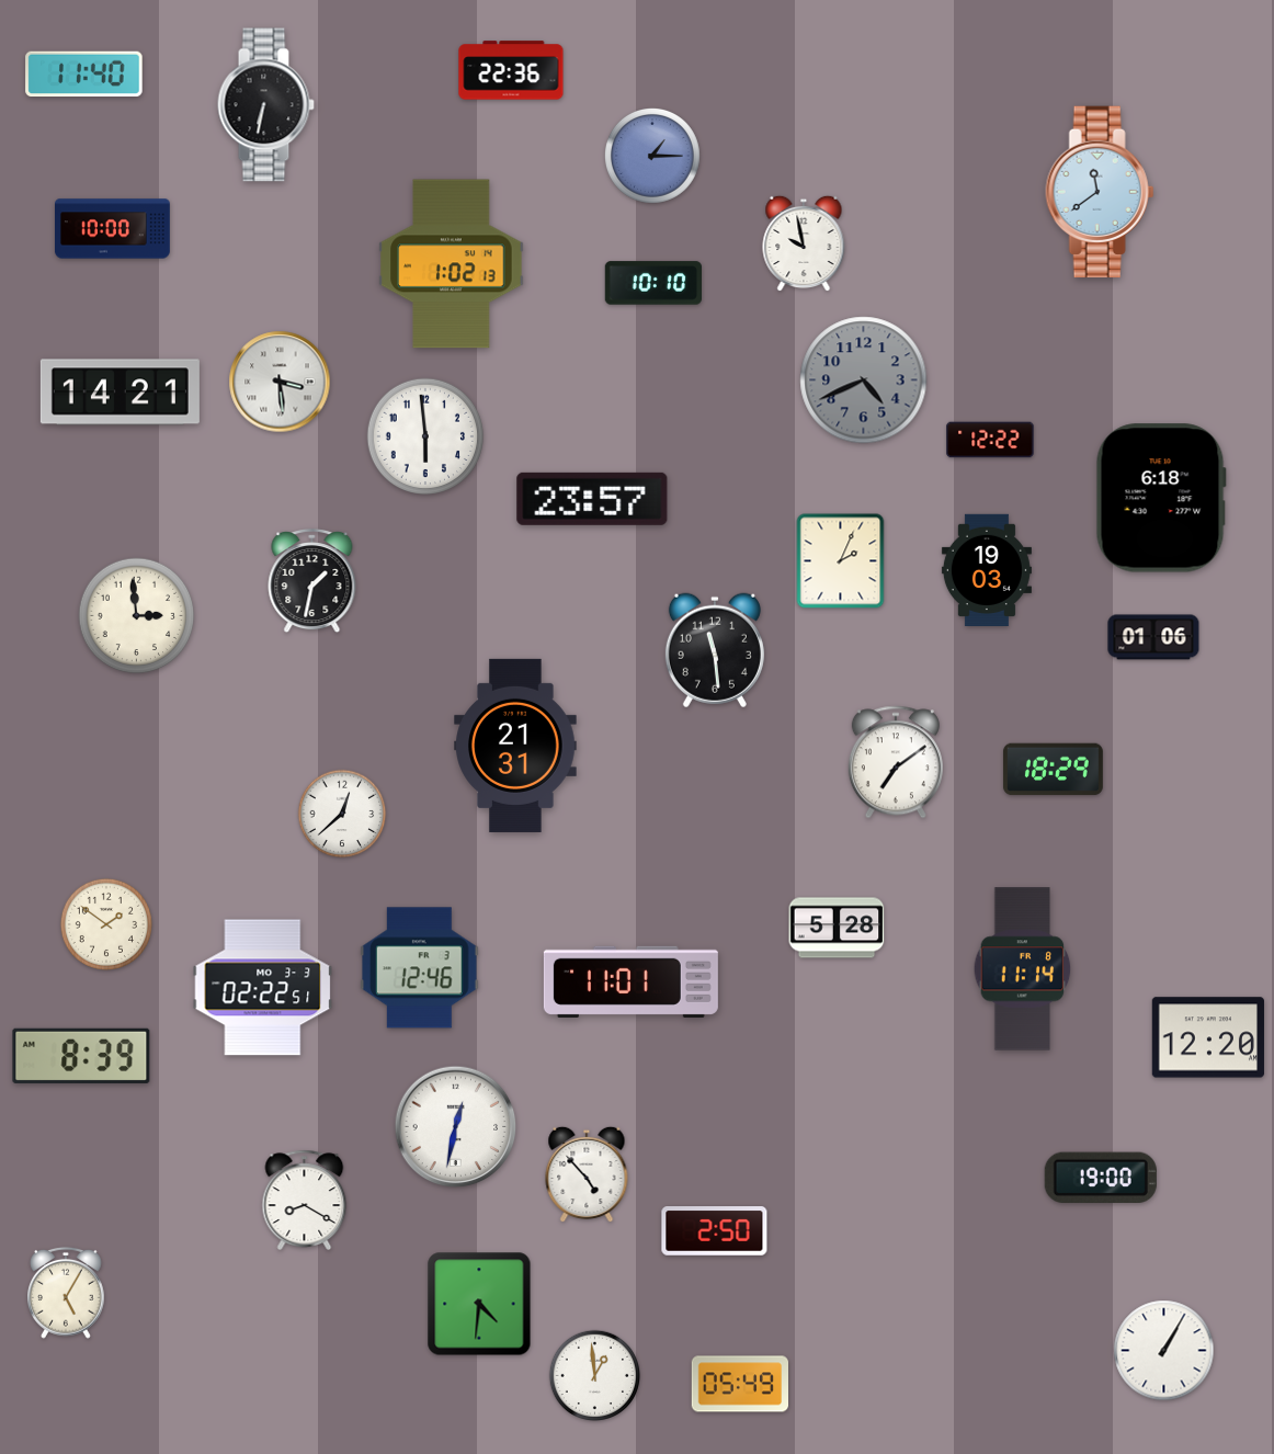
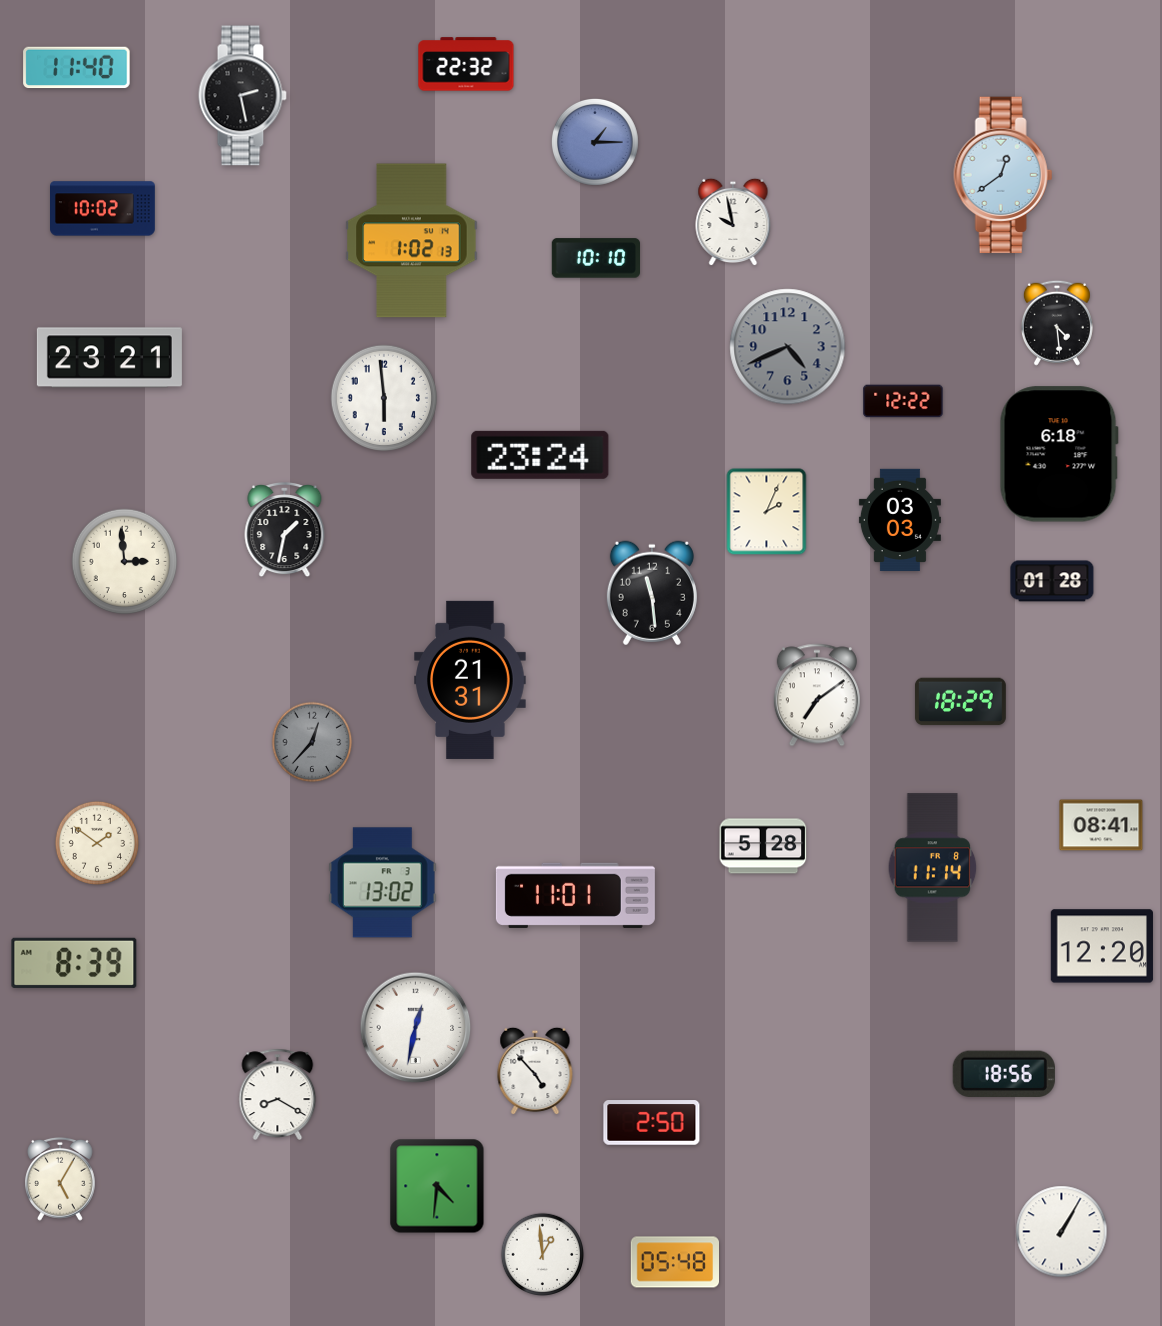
clock at (511, 70): 22:36 -> 22:32
clock at (265, 105): 6:32 -> 2:28
clock at (1100, 192): 11:39 -> 12:39
clock at (113, 229): 10:00 -> 10:02
clock at (1057, 323): none -> 4:29
clock at (280, 382): 3:29 -> none
clock at (120, 393): 14:21 -> 23:21
clock at (425, 436) position: (425, 436) -> (384, 398)
clock at (592, 499): 23:57 -> 23:24
clock at (987, 569): 19:03 -> 03:03
clock at (1153, 637): 01:06 -> 01:28
clock at (342, 814): 12:38 -> 12:37
clock at (342, 814) dial: white -> grey
clock at (1101, 825): none -> 08:41
clock at (420, 968): 12:46 -> 13:02
clock at (1023, 969) position: (1023, 969) -> (933, 868)
clock at (263, 988): 02:22 -> none
clock at (1101, 1177): 19:00 -> 18:56
clock at (479, 1304) position: (479, 1304) -> (437, 1186)
clock at (739, 1384): 05:49 -> 05:48
